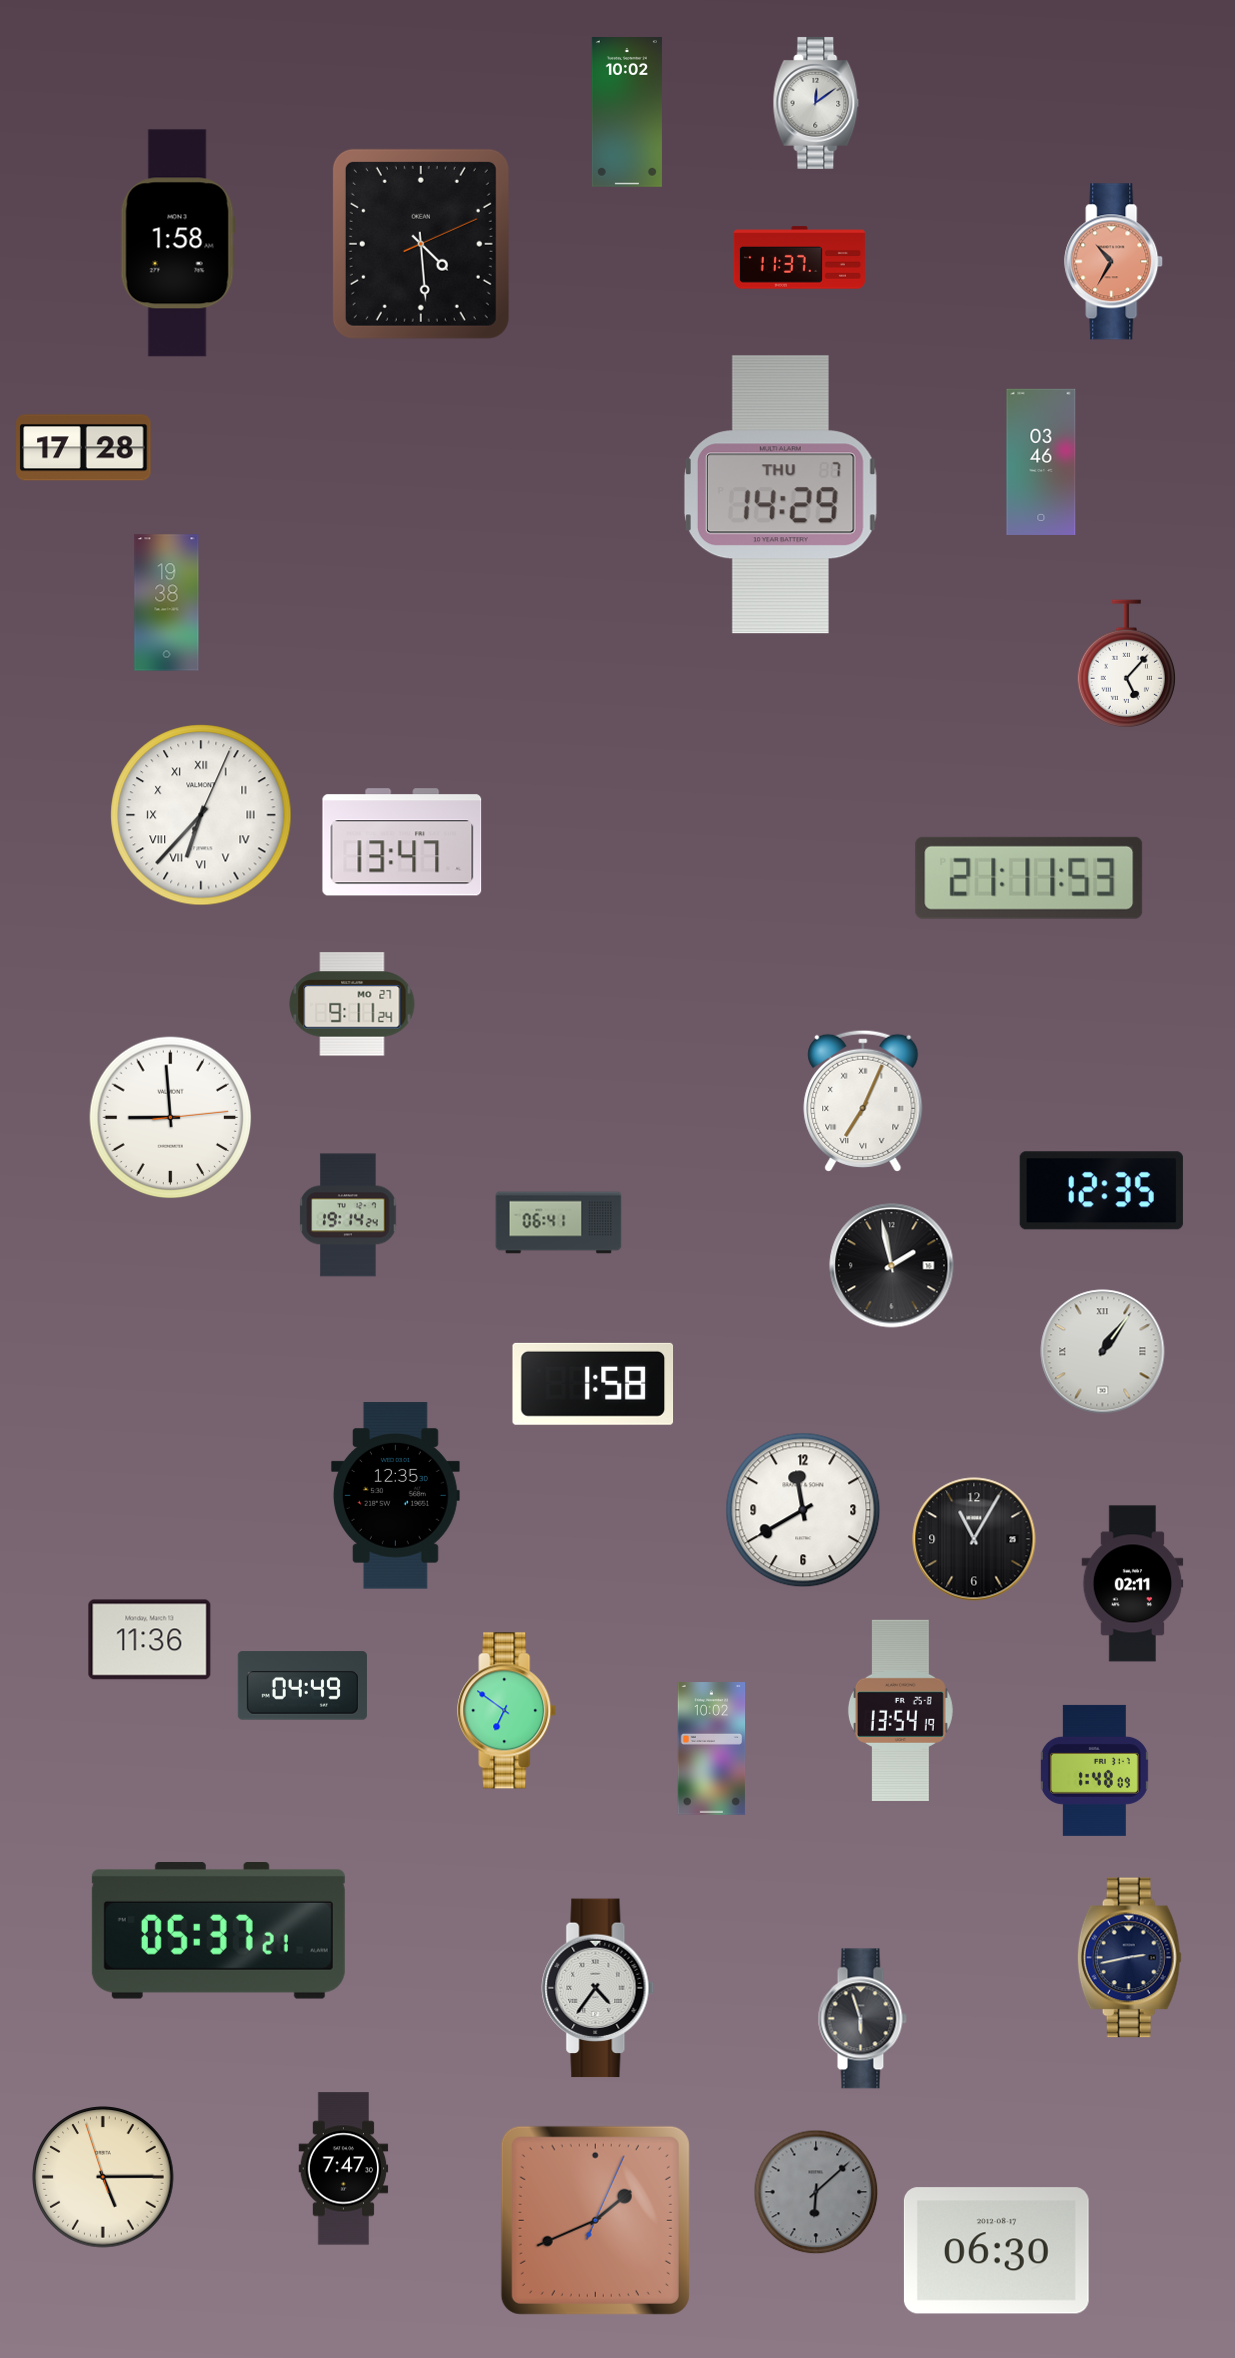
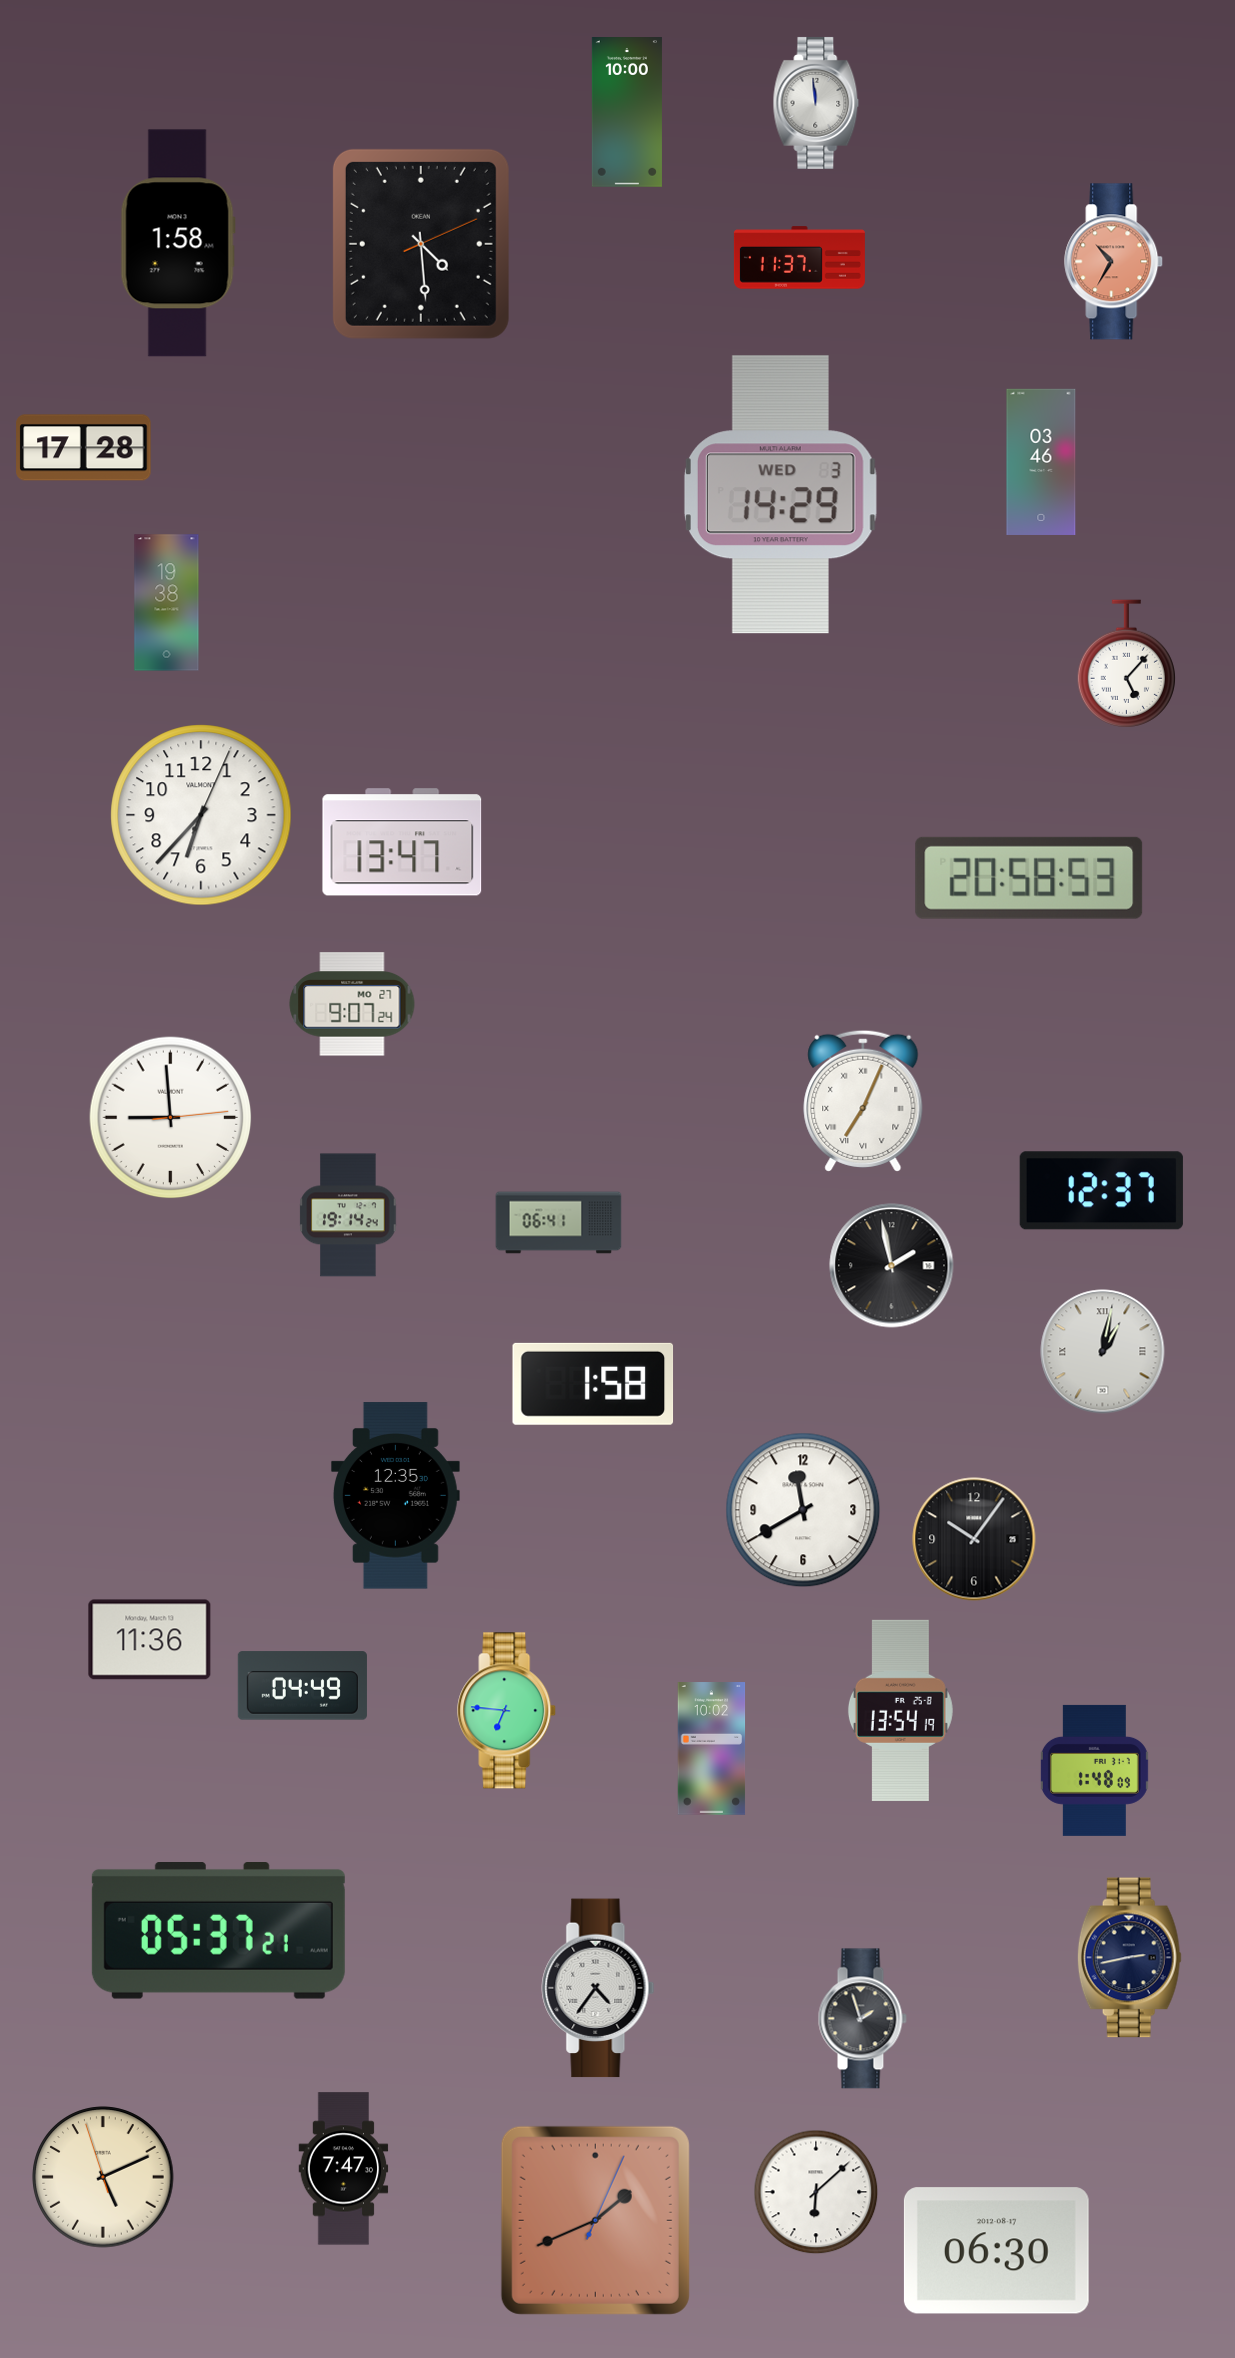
clock at (816, 103): 12:09 -> 11:59
clock at (627, 113): 10:02 -> 10:00
clock at (780, 495) date: THU 7 -> WED 3
clock at (201, 815) numerals: Roman -> Arabic
clock at (1029, 878): 21:11 -> 20:58
clock at (352, 1004): 9:11 -> 9:07
clock at (1101, 1191): 12:35 -> 12:37
clock at (1103, 1352): 1:06 -> 1:02
clock at (974, 1539): 11:05 -> 10:06
clock at (1133, 1584): 02:11 -> none
clock at (507, 1711): 6:51 -> 6:46
clock at (862, 2019): 5:57 -> 1:57
clock at (103, 2177): 5:14 -> 5:10
clock at (816, 2192) dial: grey -> white
